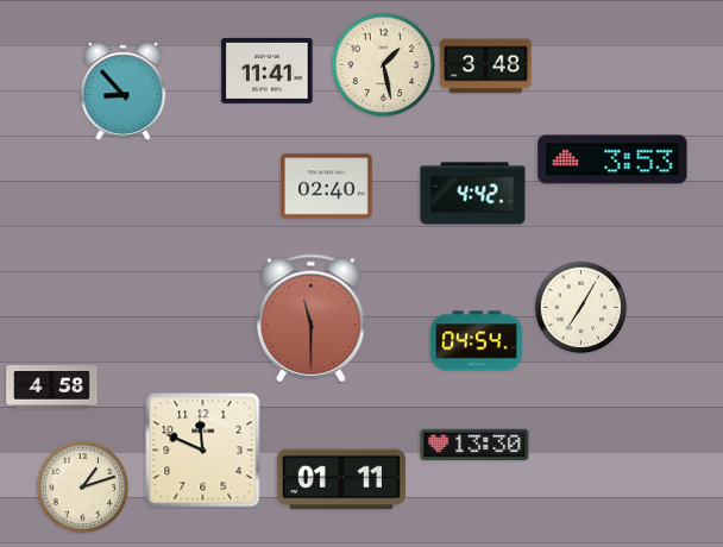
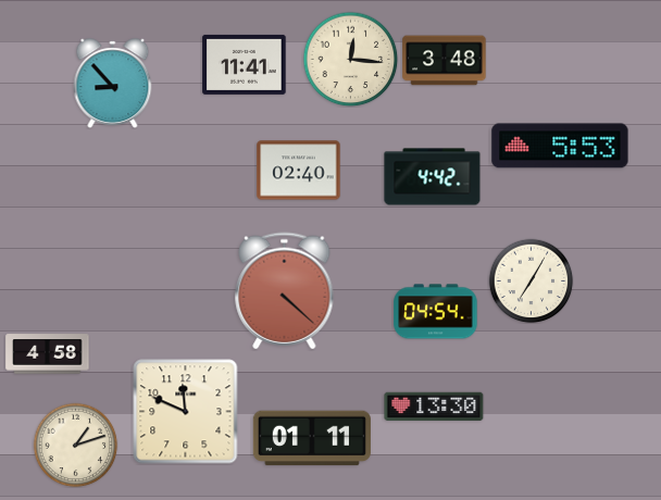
clock at (383, 64): 1:28 -> 12:16
clock at (612, 159): 3:53 -> 5:53
clock at (312, 319): 11:30 -> 4:22
